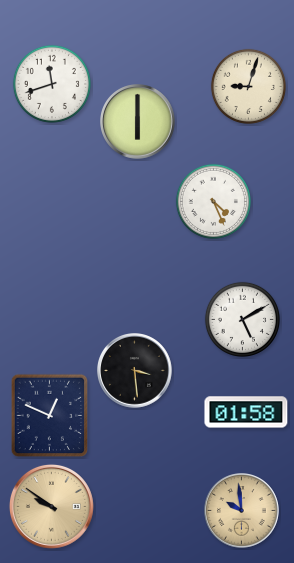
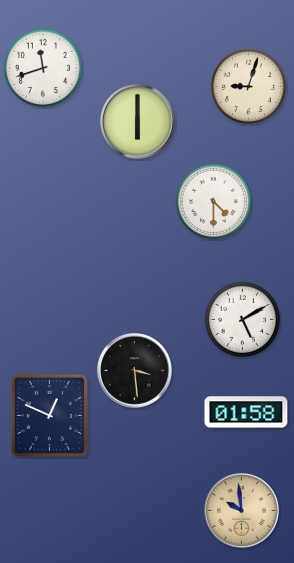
clock at (52, 84) position: (52, 84) -> (43, 68)
clock at (213, 201): 4:26 -> 4:30
clock at (51, 506): 9:51 -> none
